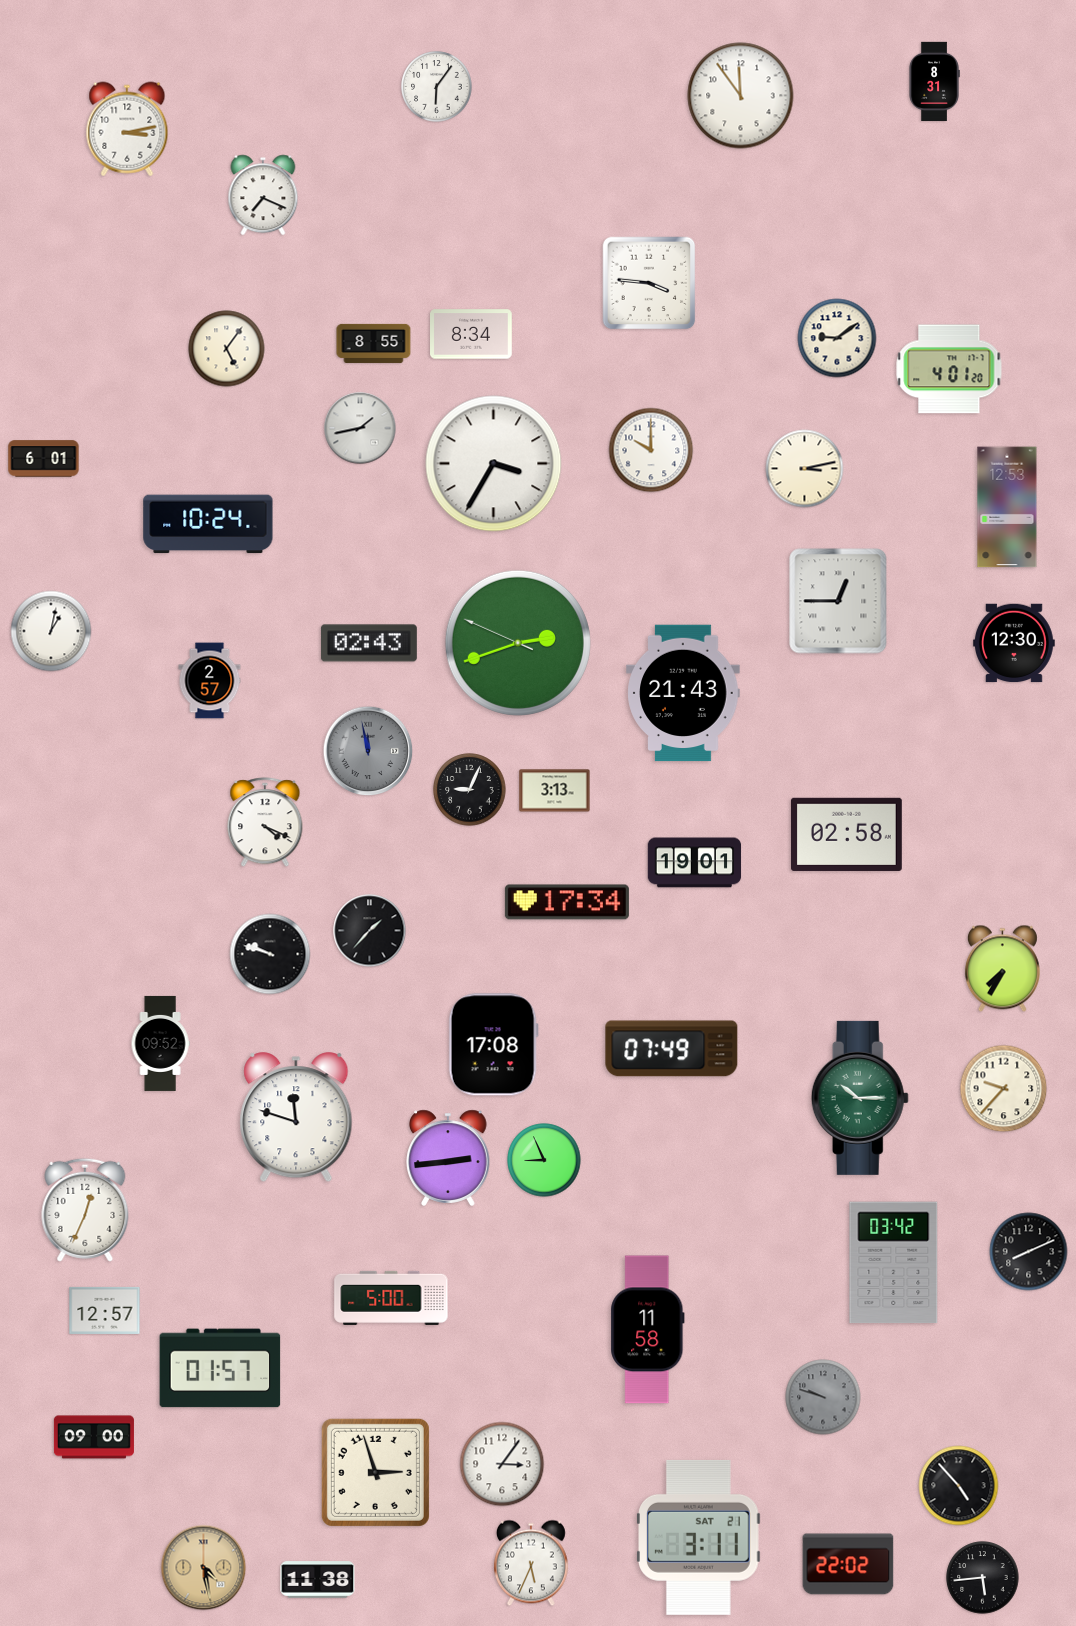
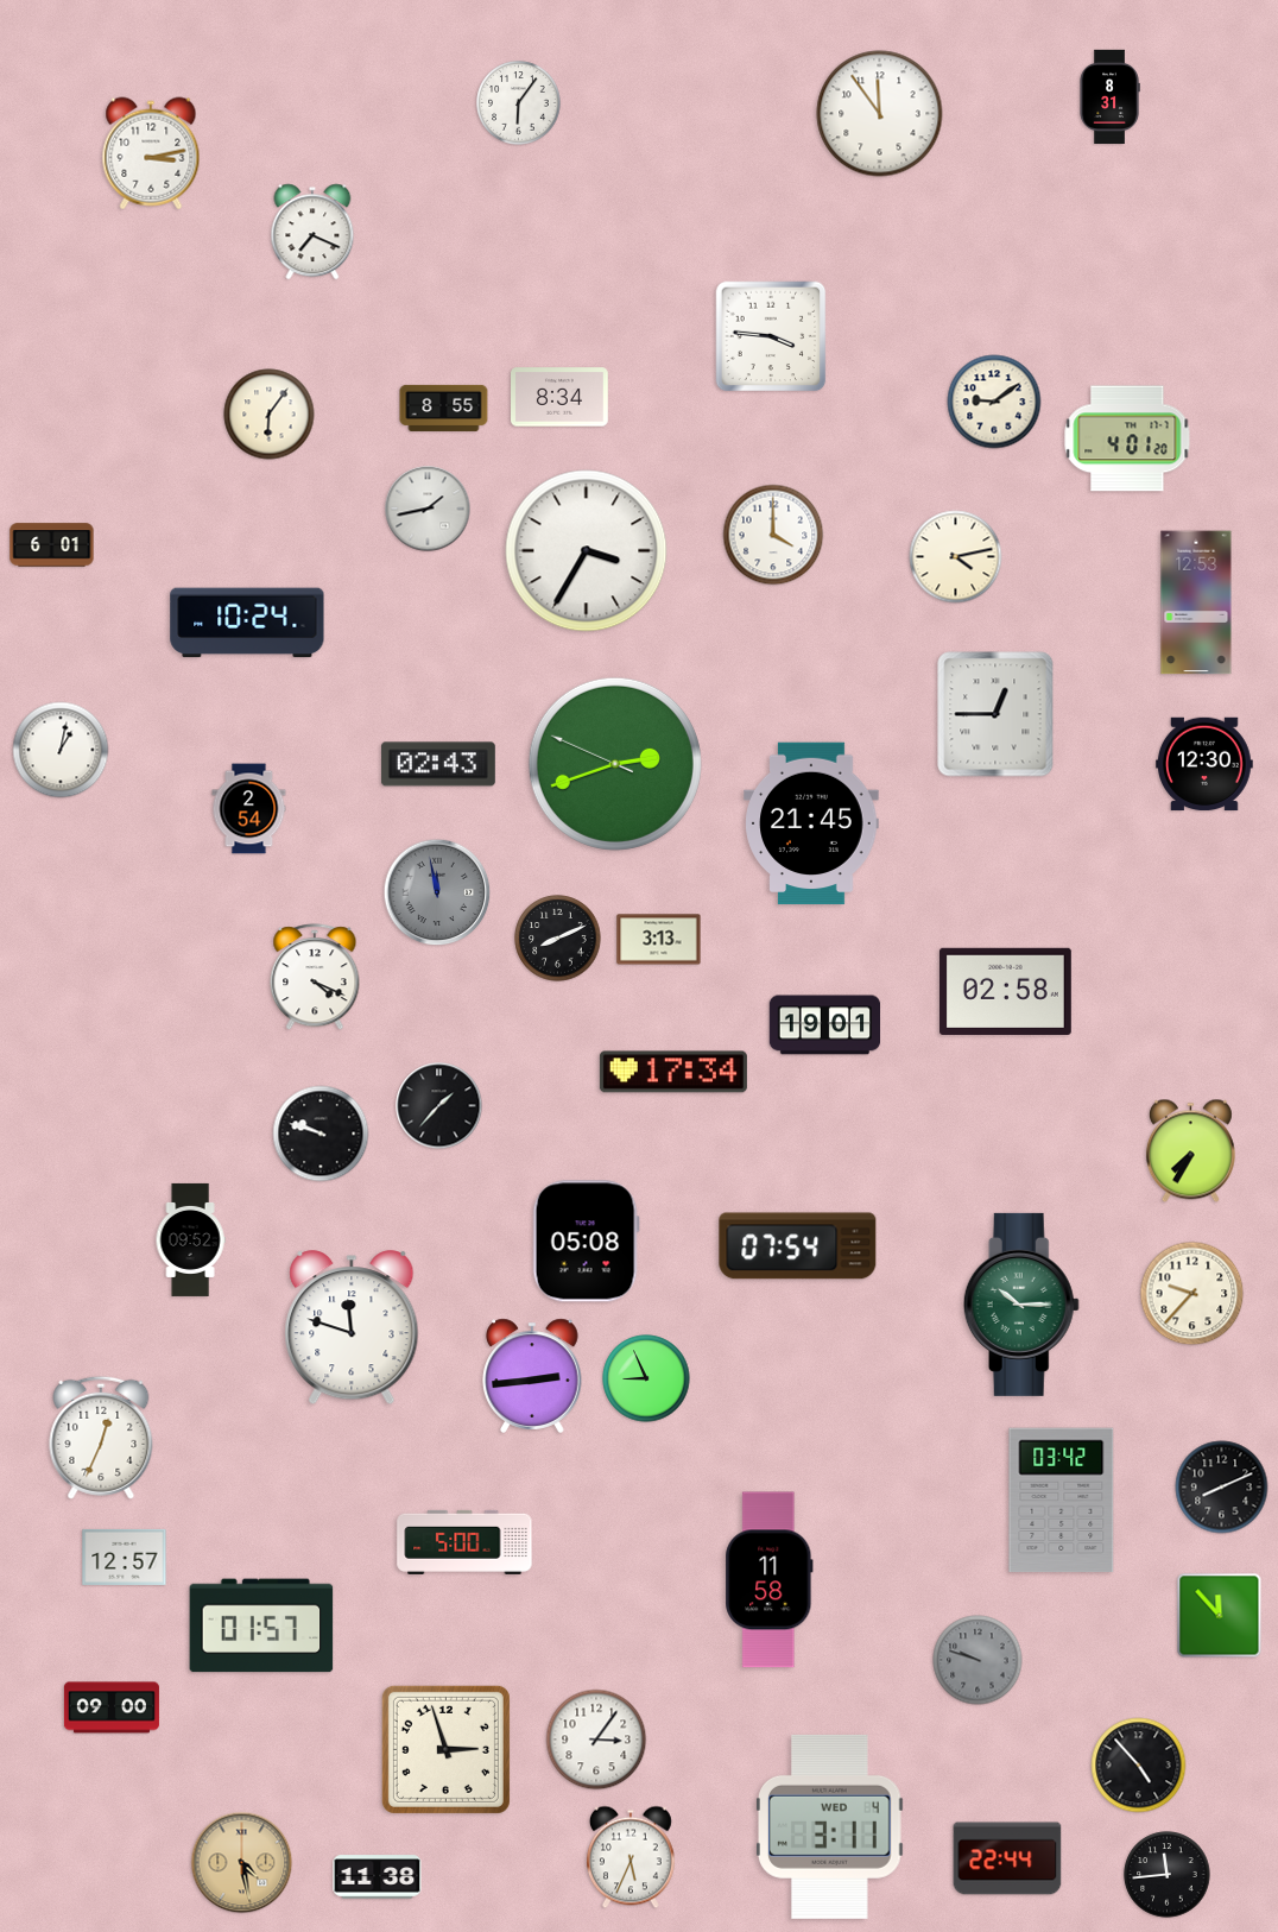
clock at (227, 349): 5:06 -> 6:06
clock at (651, 450): 10:00 -> 4:00
clock at (805, 469): 3:13 -> 4:13
clock at (210, 681): 2:57 -> 2:54
clock at (683, 693): 21:43 -> 21:45
clock at (470, 790): 9:04 -> 8:11
clock at (493, 1045): 17:08 -> 05:08
clock at (672, 1049): 07:49 -> 07:54
clock at (1220, 1616): none -> 11:53
clock at (699, 1537) date: SAT 21 -> WED 4
clock at (848, 1564): 22:02 -> 22:44
clock at (983, 1578): 5:44 -> 11:44
